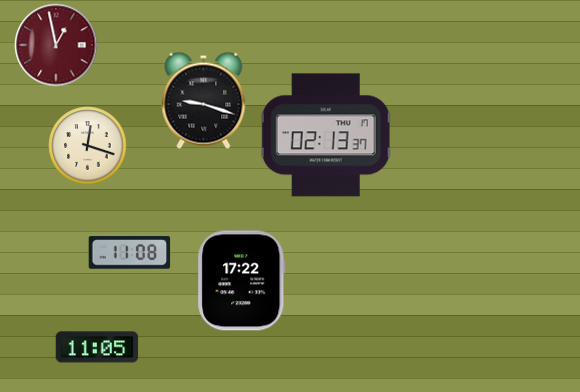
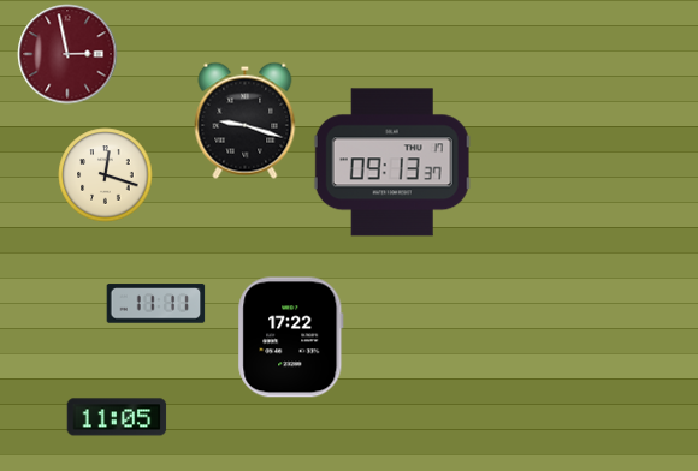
clock at (56, 45): 12:58 -> 2:58
clock at (326, 135): 02:13 -> 09:13
clock at (130, 253): 11:08 -> 11:11
